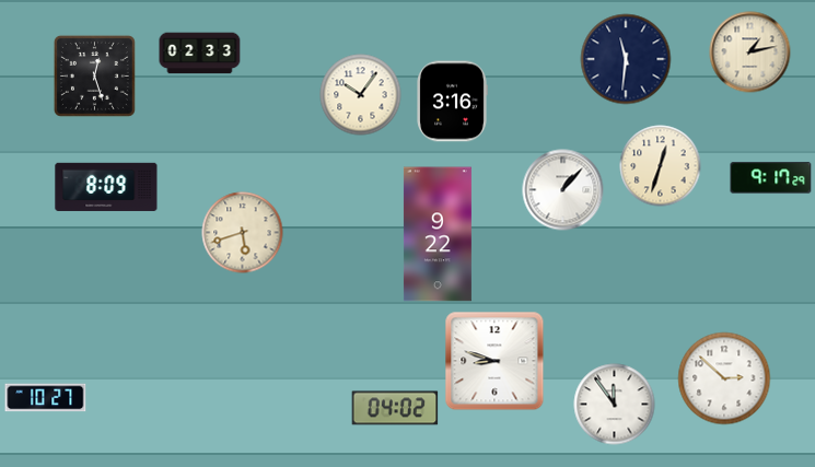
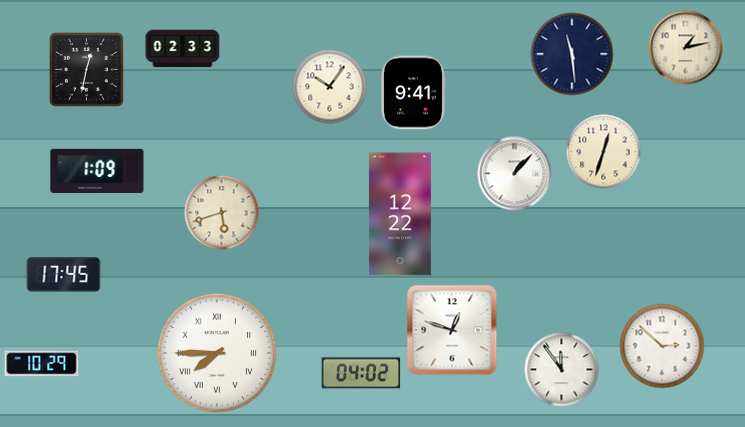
clock at (626, 59): 11:31 -> 11:29
clock at (94, 75): 12:27 -> 12:32
clock at (452, 102): 3:16 -> 9:41
clock at (771, 178): 9:17 -> none
clock at (106, 187): 8:09 -> 1:09
clock at (438, 234): 9:22 -> 12:22
clock at (64, 275): none -> 17:45
clock at (494, 361): 8:48 -> 12:48
clock at (217, 353): none -> 7:45
clock at (46, 398): 10:27 -> 10:29
